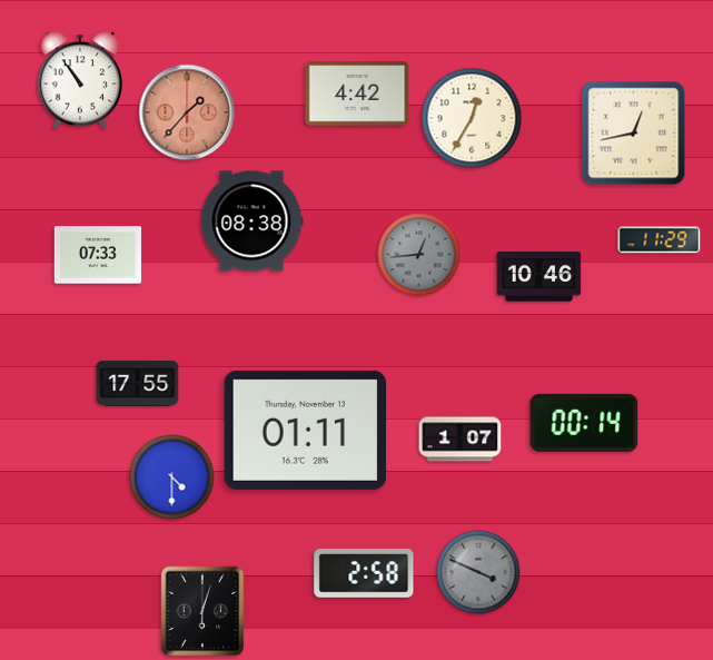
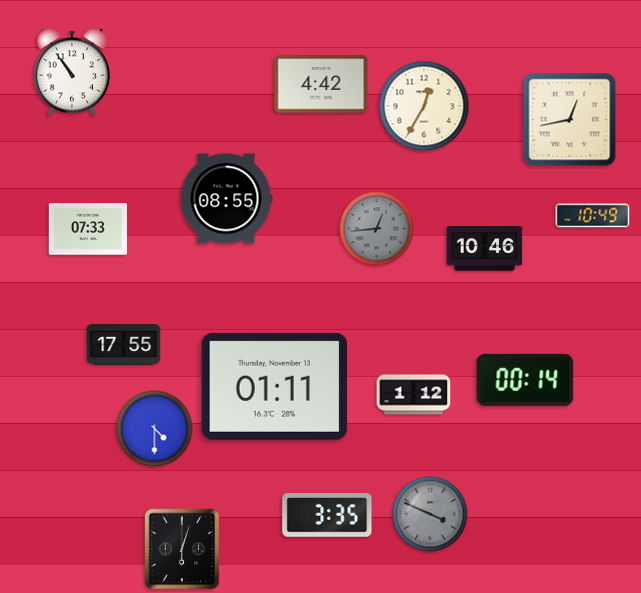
clock at (187, 112): 1:37 -> none
clock at (251, 221): 08:38 -> 08:55
clock at (660, 240): 11:29 -> 10:49
clock at (461, 440): 1:07 -> 1:12
clock at (364, 573): 2:58 -> 3:35
